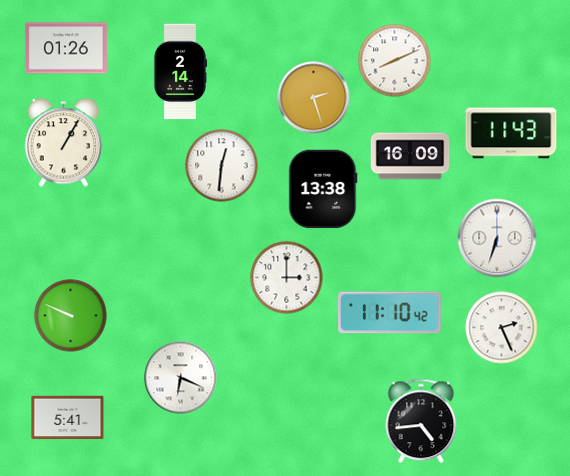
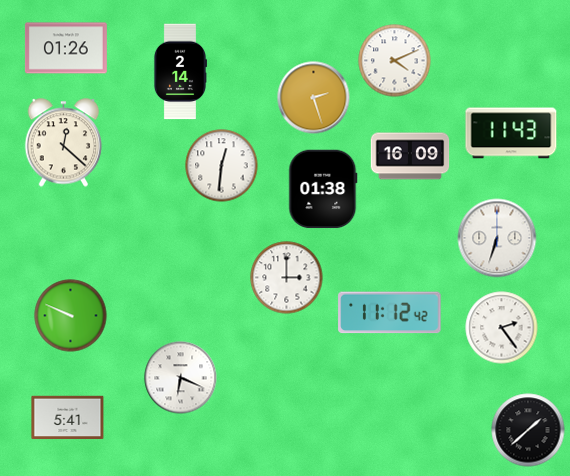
clock at (395, 61): 8:11 -> 4:11
clock at (64, 143): 1:05 -> 12:22
clock at (323, 189): 13:38 -> 01:38
clock at (390, 313): 11:10 -> 11:12
clock at (502, 328): 2:26 -> 2:24
clock at (421, 421): 4:44 -> none
clock at (528, 430): none -> 1:38
